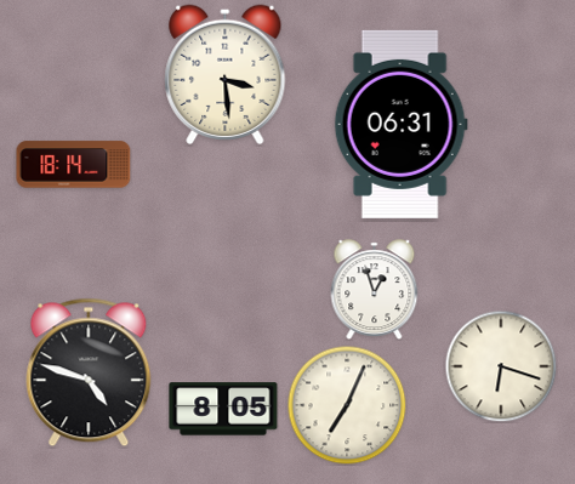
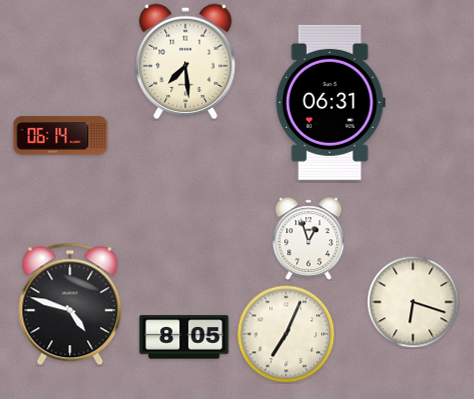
clock at (226, 74): 3:29 -> 7:29
clock at (74, 165): 18:14 -> 06:14
clock at (89, 372) position: (89, 372) -> (70, 304)
